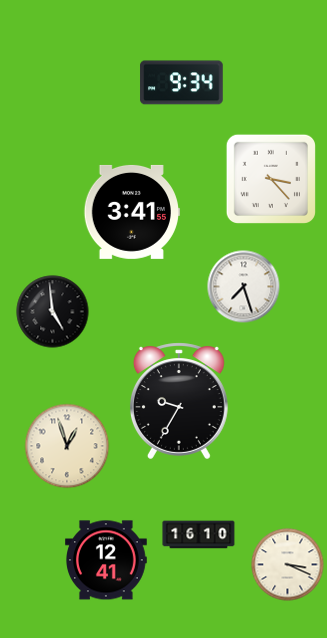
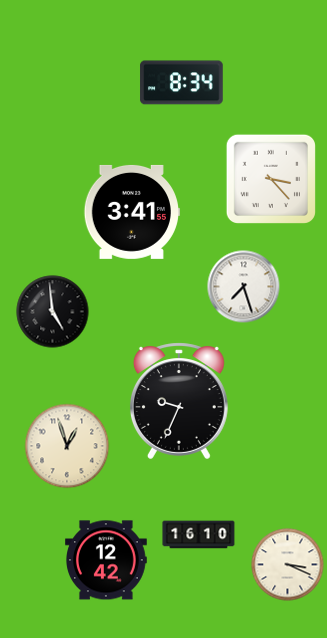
clock at (182, 83): 9:34 -> 8:34
clock at (179, 401): 9:35 -> 9:34
clock at (107, 560): 12:41 -> 12:42
